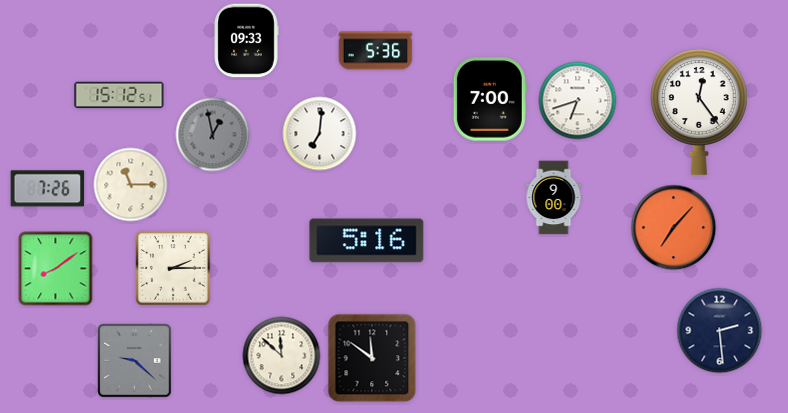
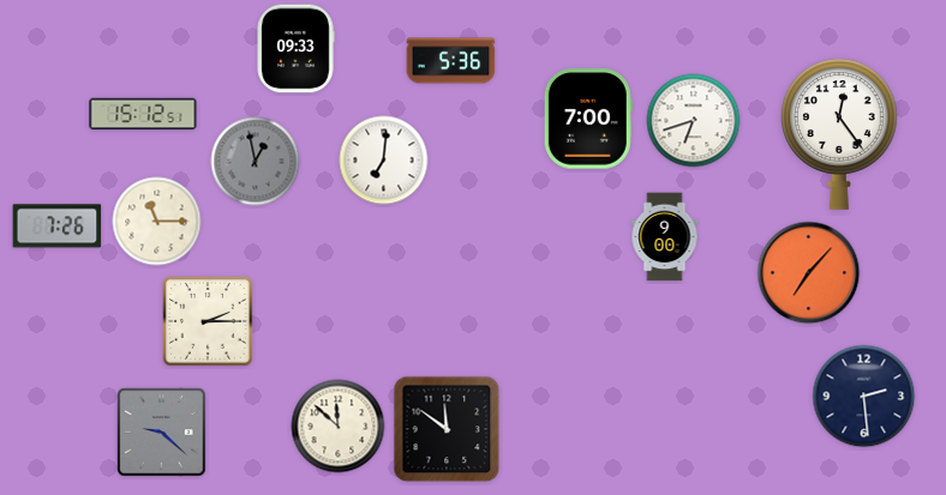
clock at (367, 241): 5:16 -> none
clock at (56, 269): 8:09 -> none
